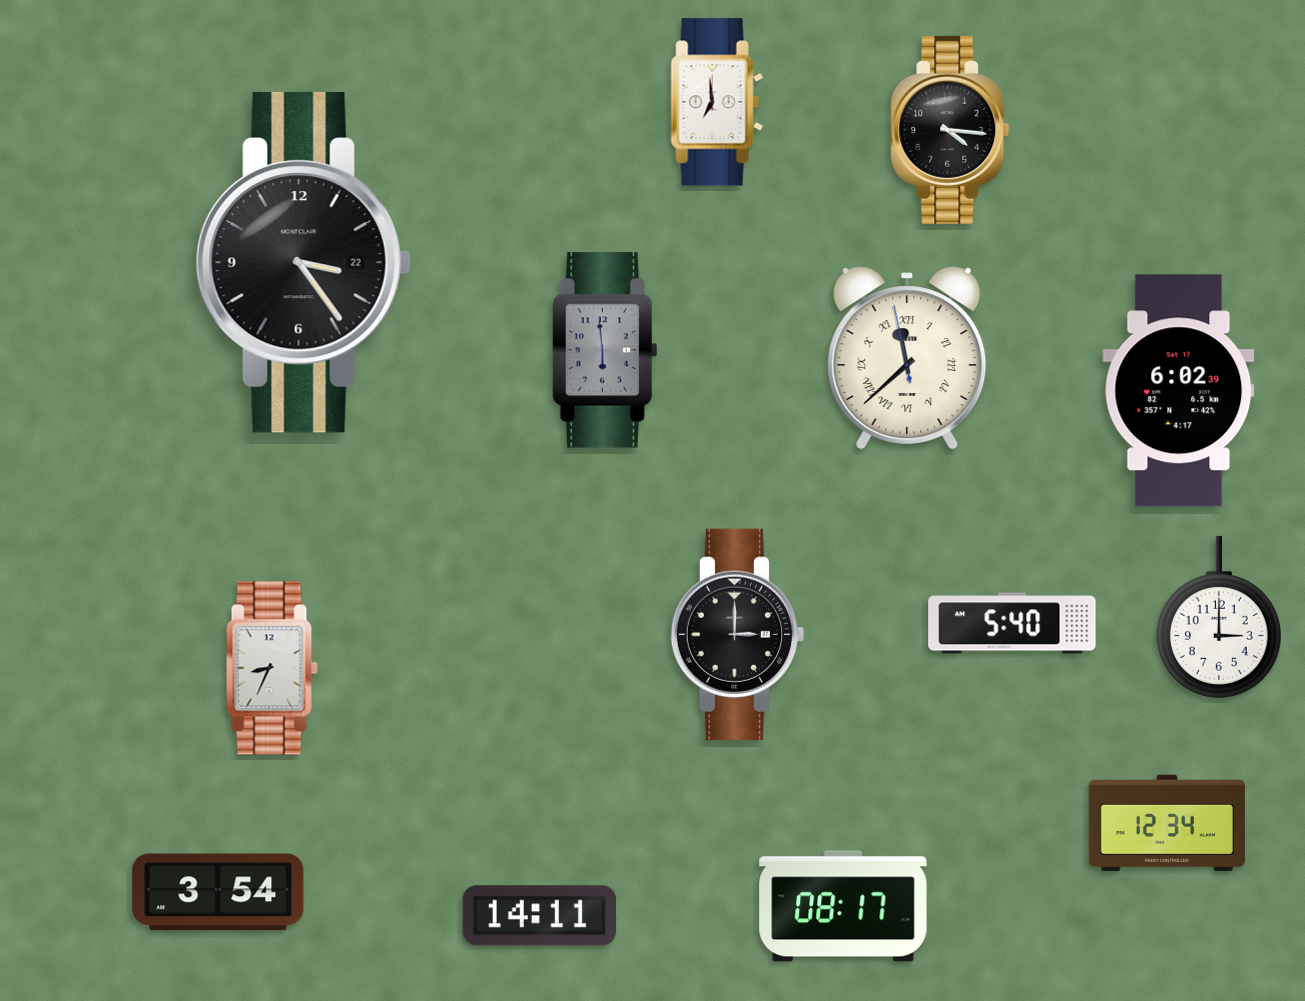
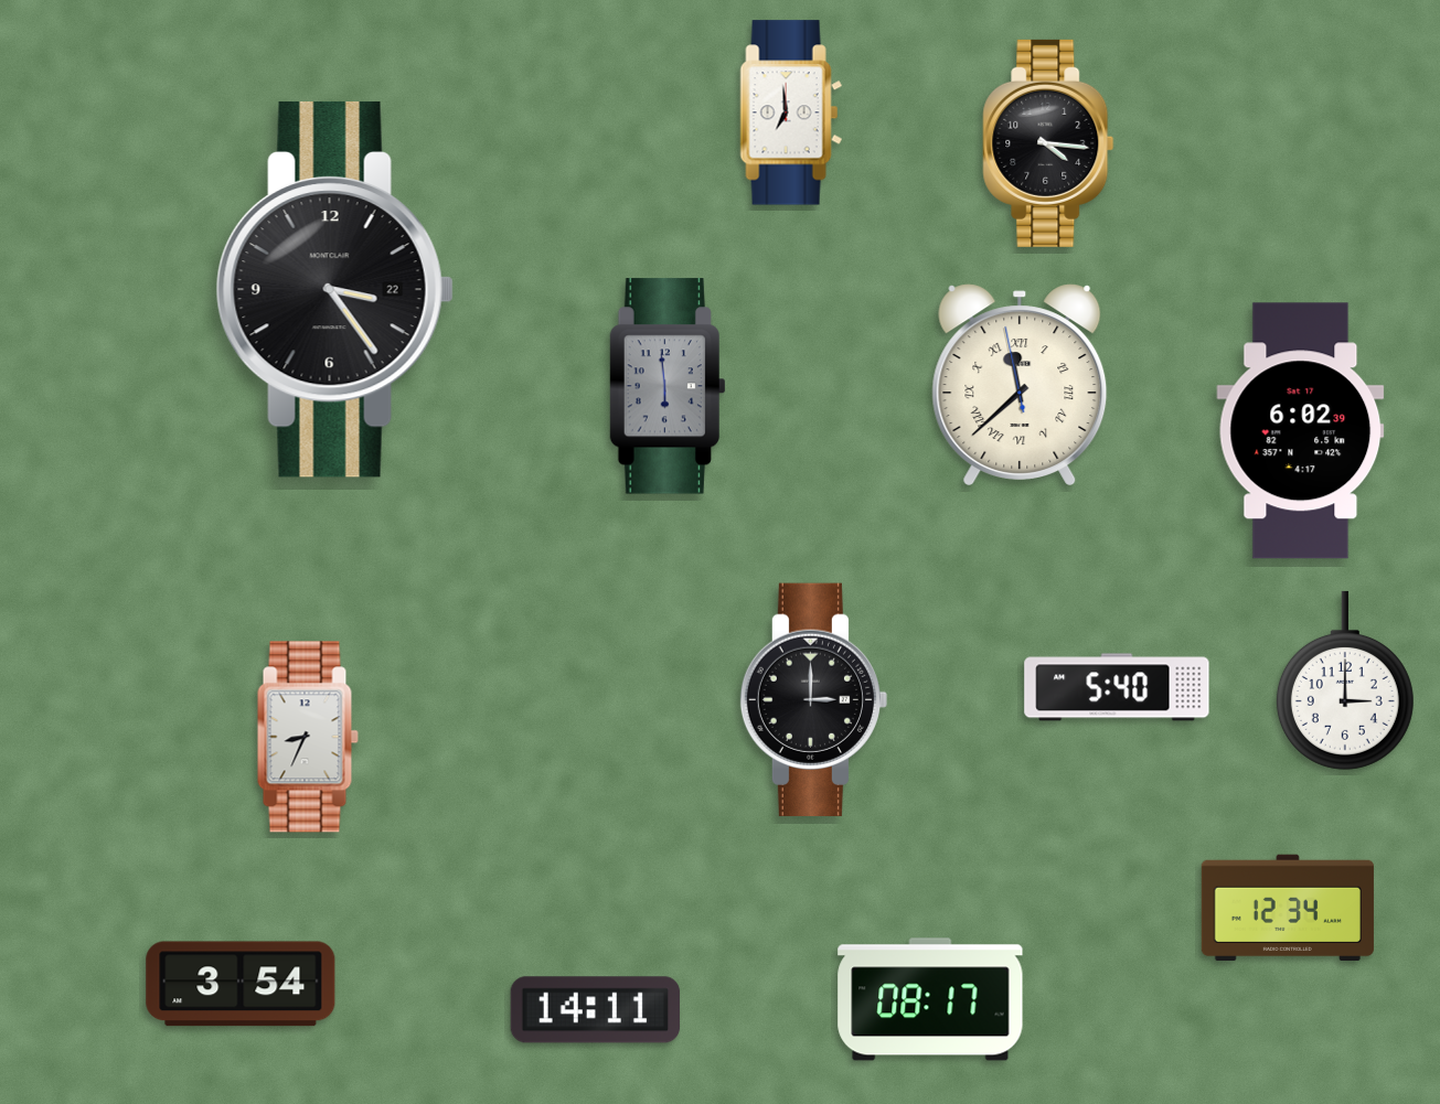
clock at (907, 358) position: (907, 358) -> (1020, 385)
clock at (272, 668) position: (272, 668) -> (308, 737)
